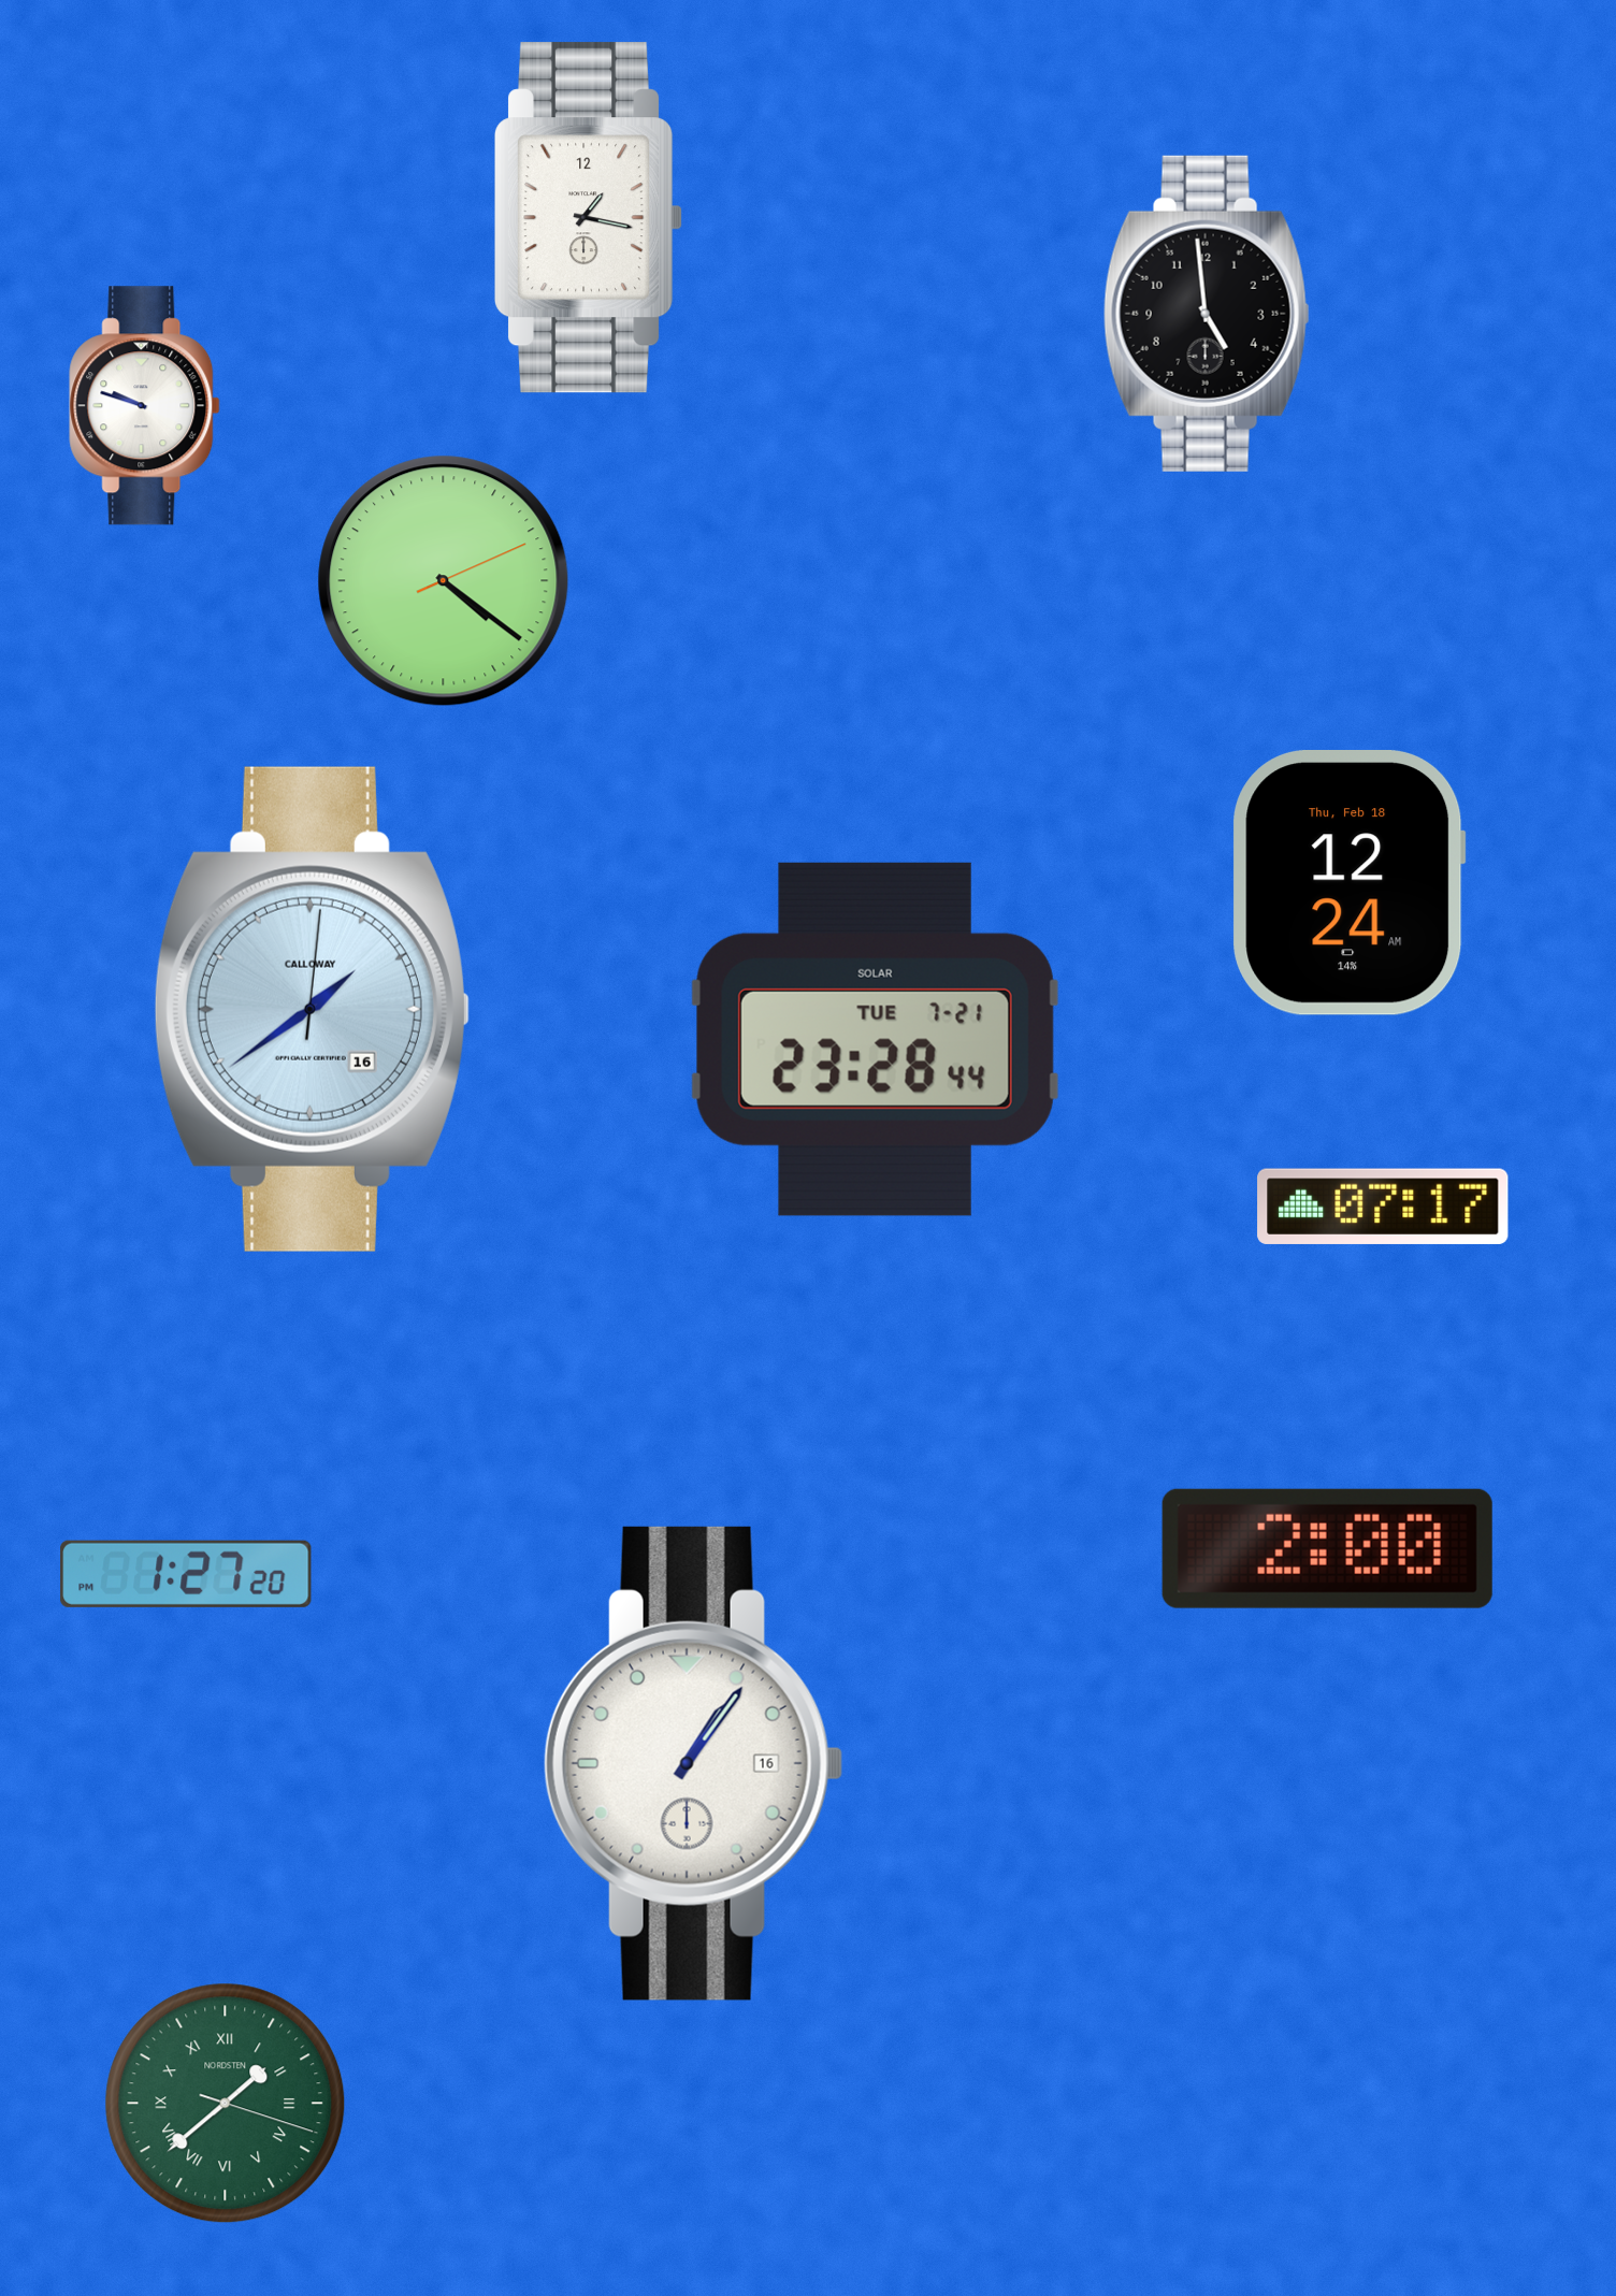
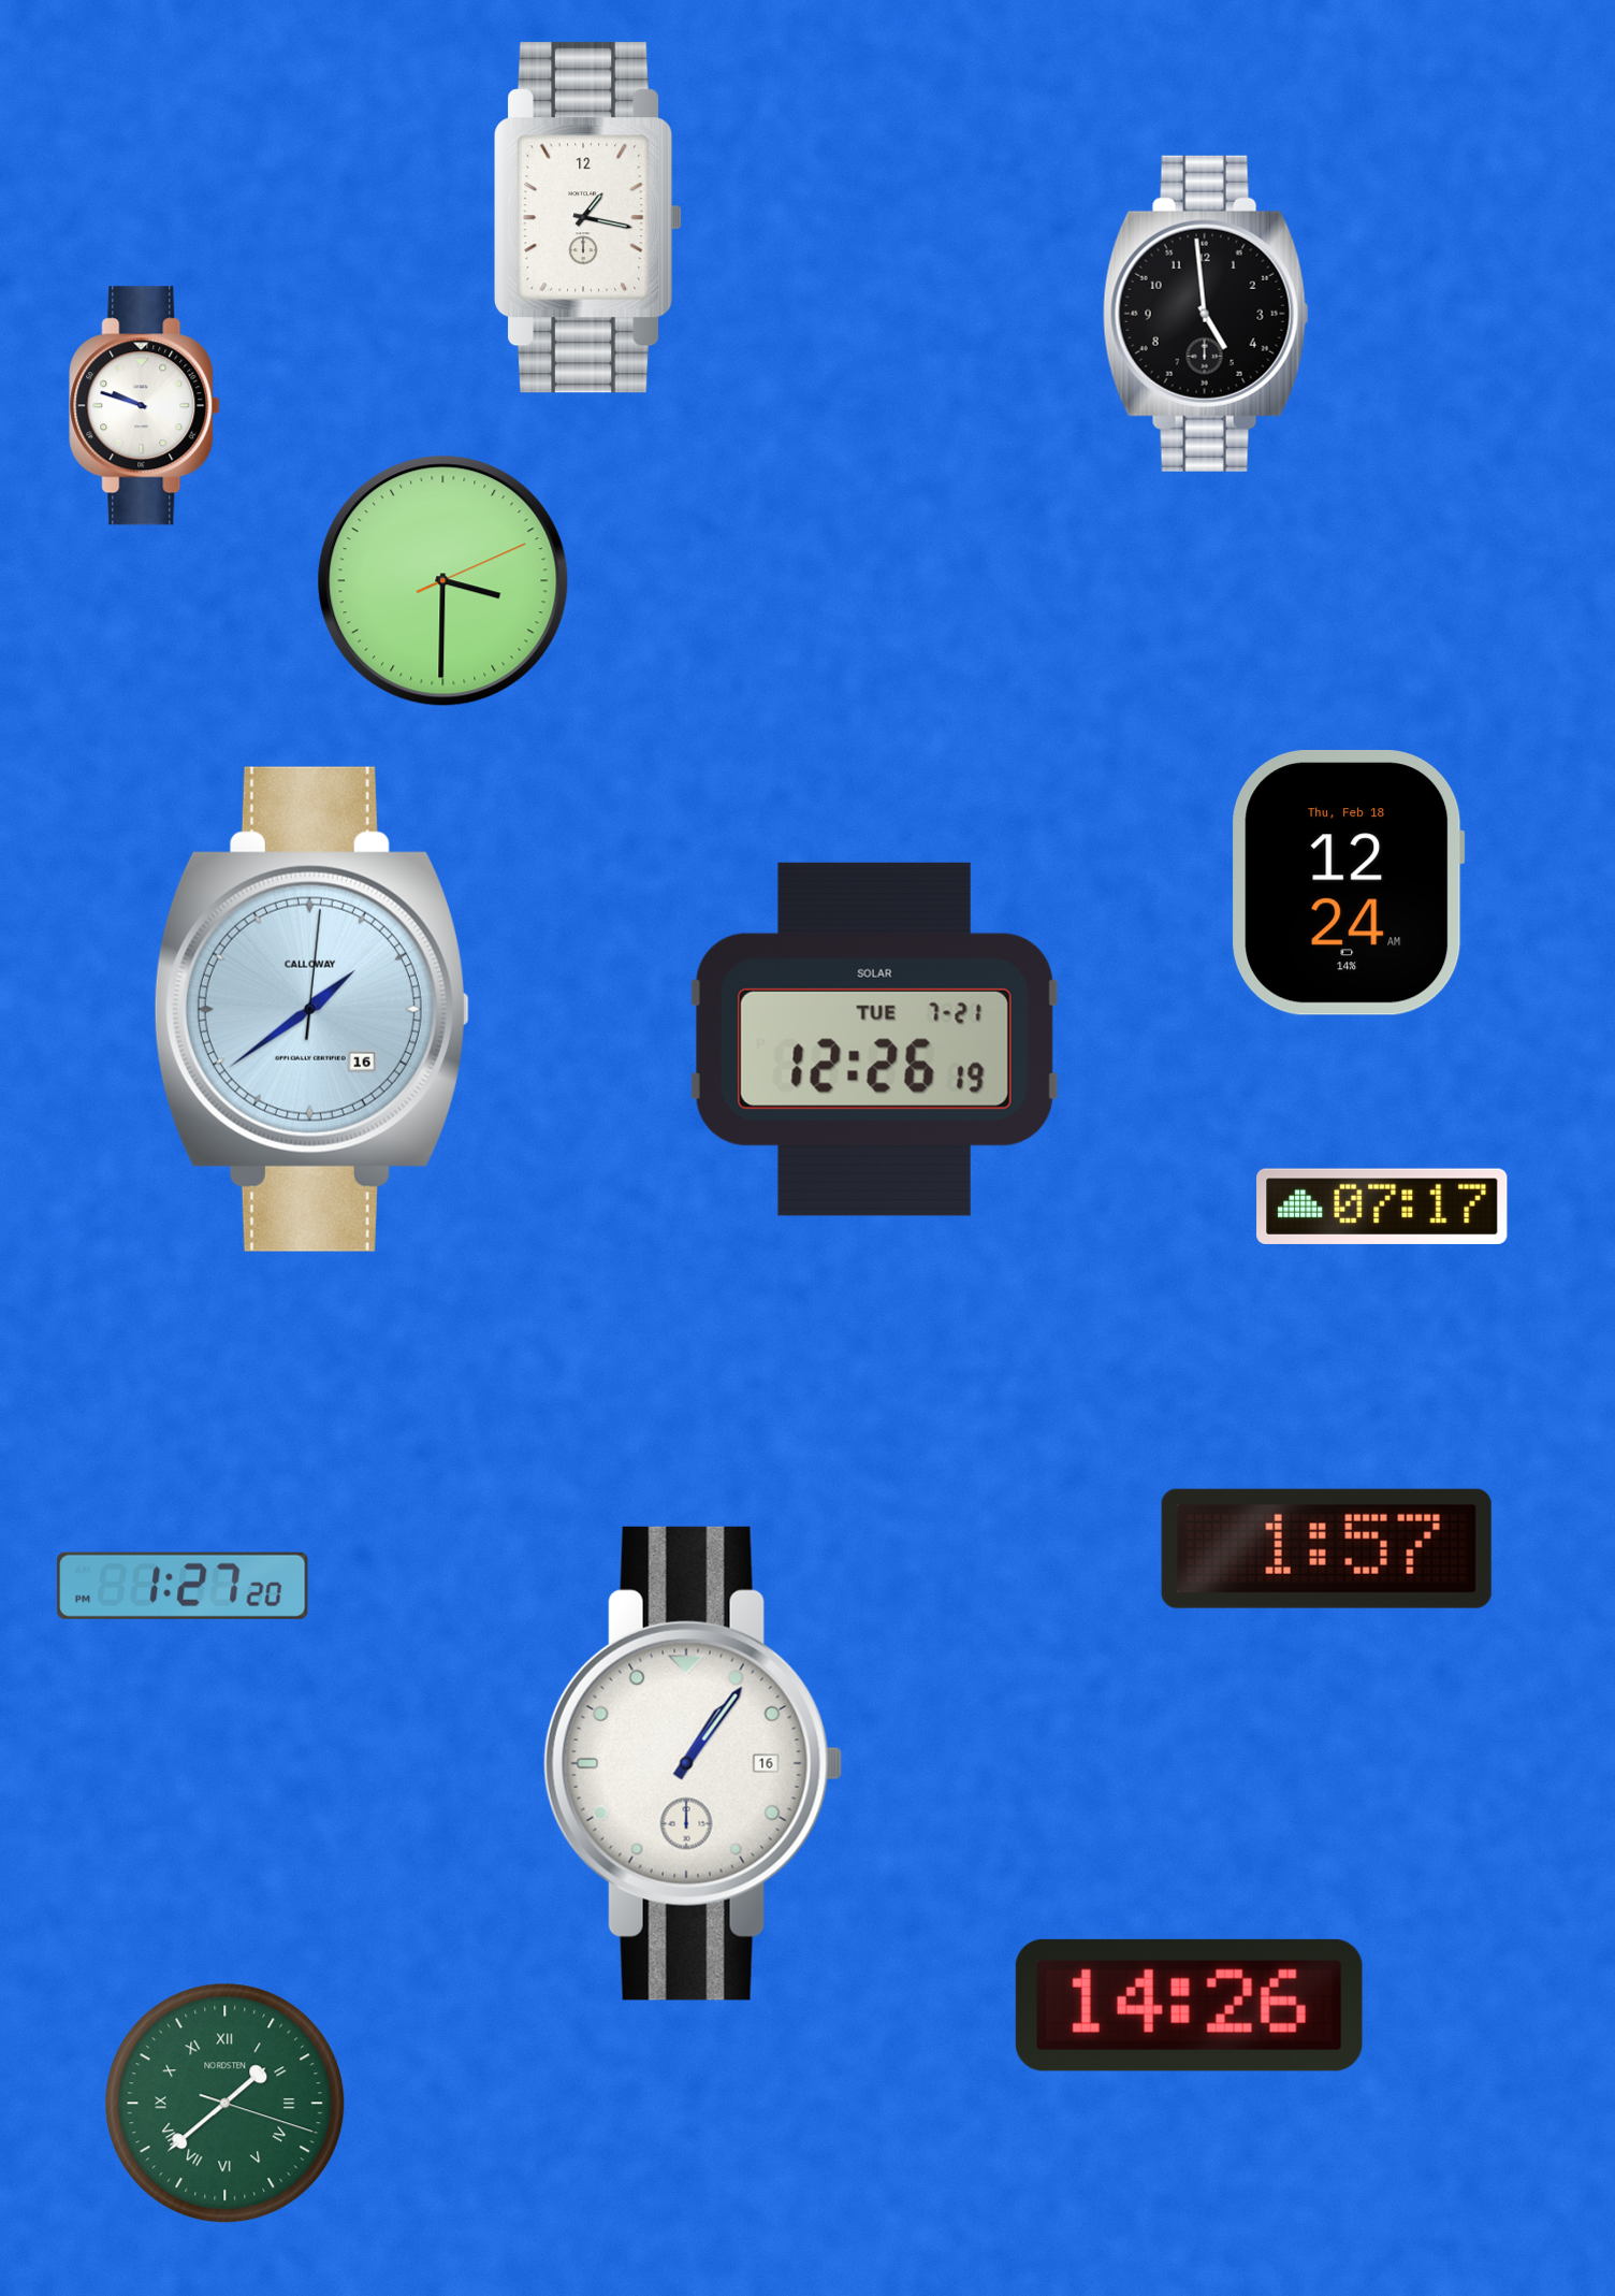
clock at (444, 581): 4:21 -> 3:30
clock at (875, 1039): 23:28 -> 12:26
clock at (1327, 1548): 2:00 -> 1:57
clock at (186, 1574) position: (186, 1574) -> (183, 1586)
clock at (1189, 2005): none -> 14:26
